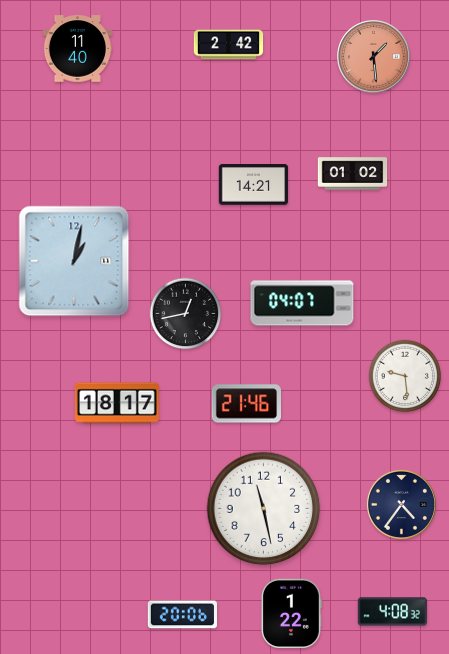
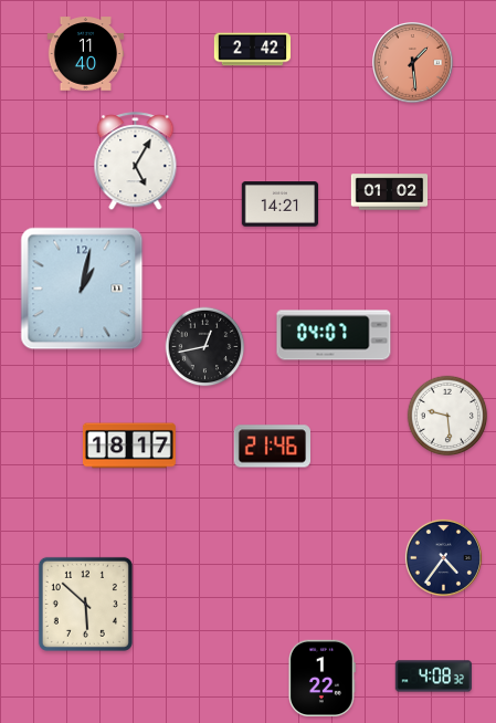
clock at (136, 161): none -> 5:05
clock at (264, 509): 11:28 -> none
clock at (85, 604): none -> 5:52
clock at (182, 615): 20:06 -> none
